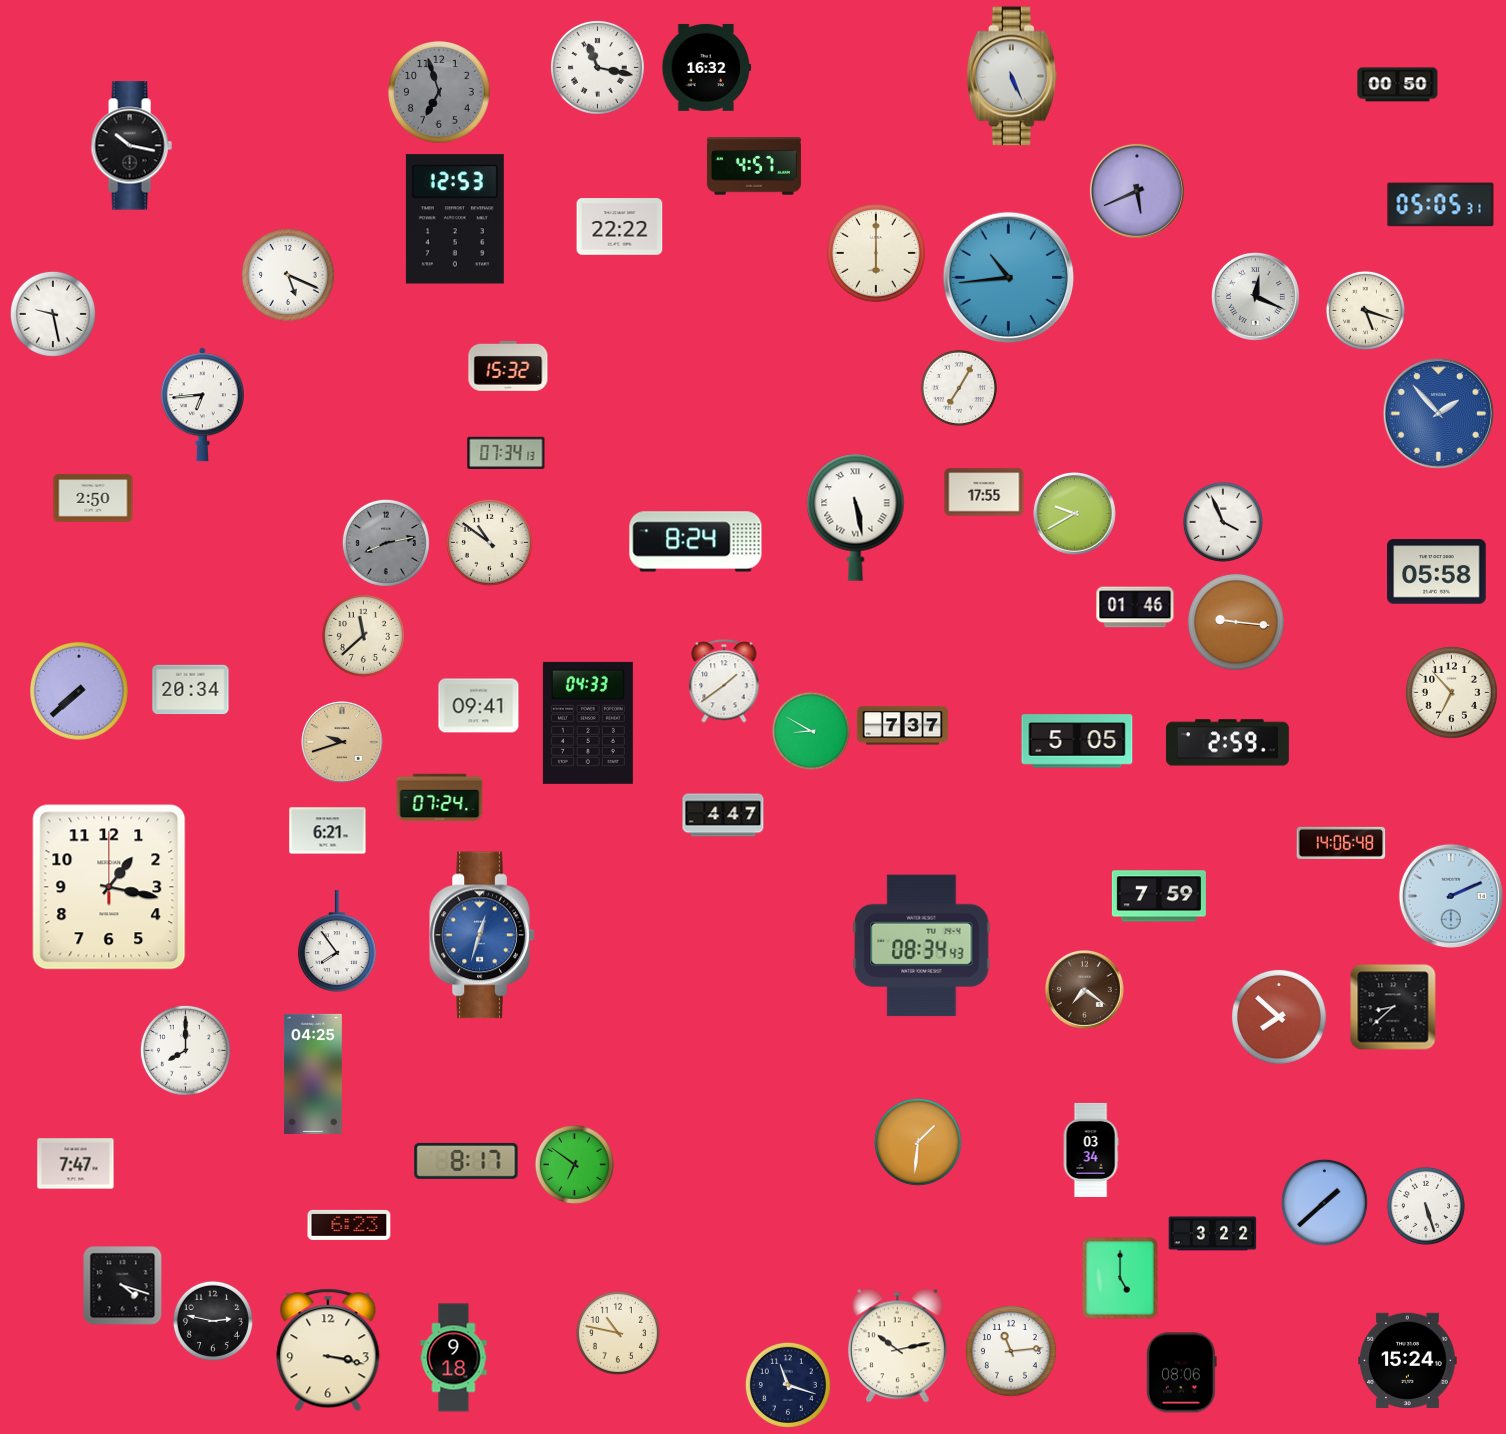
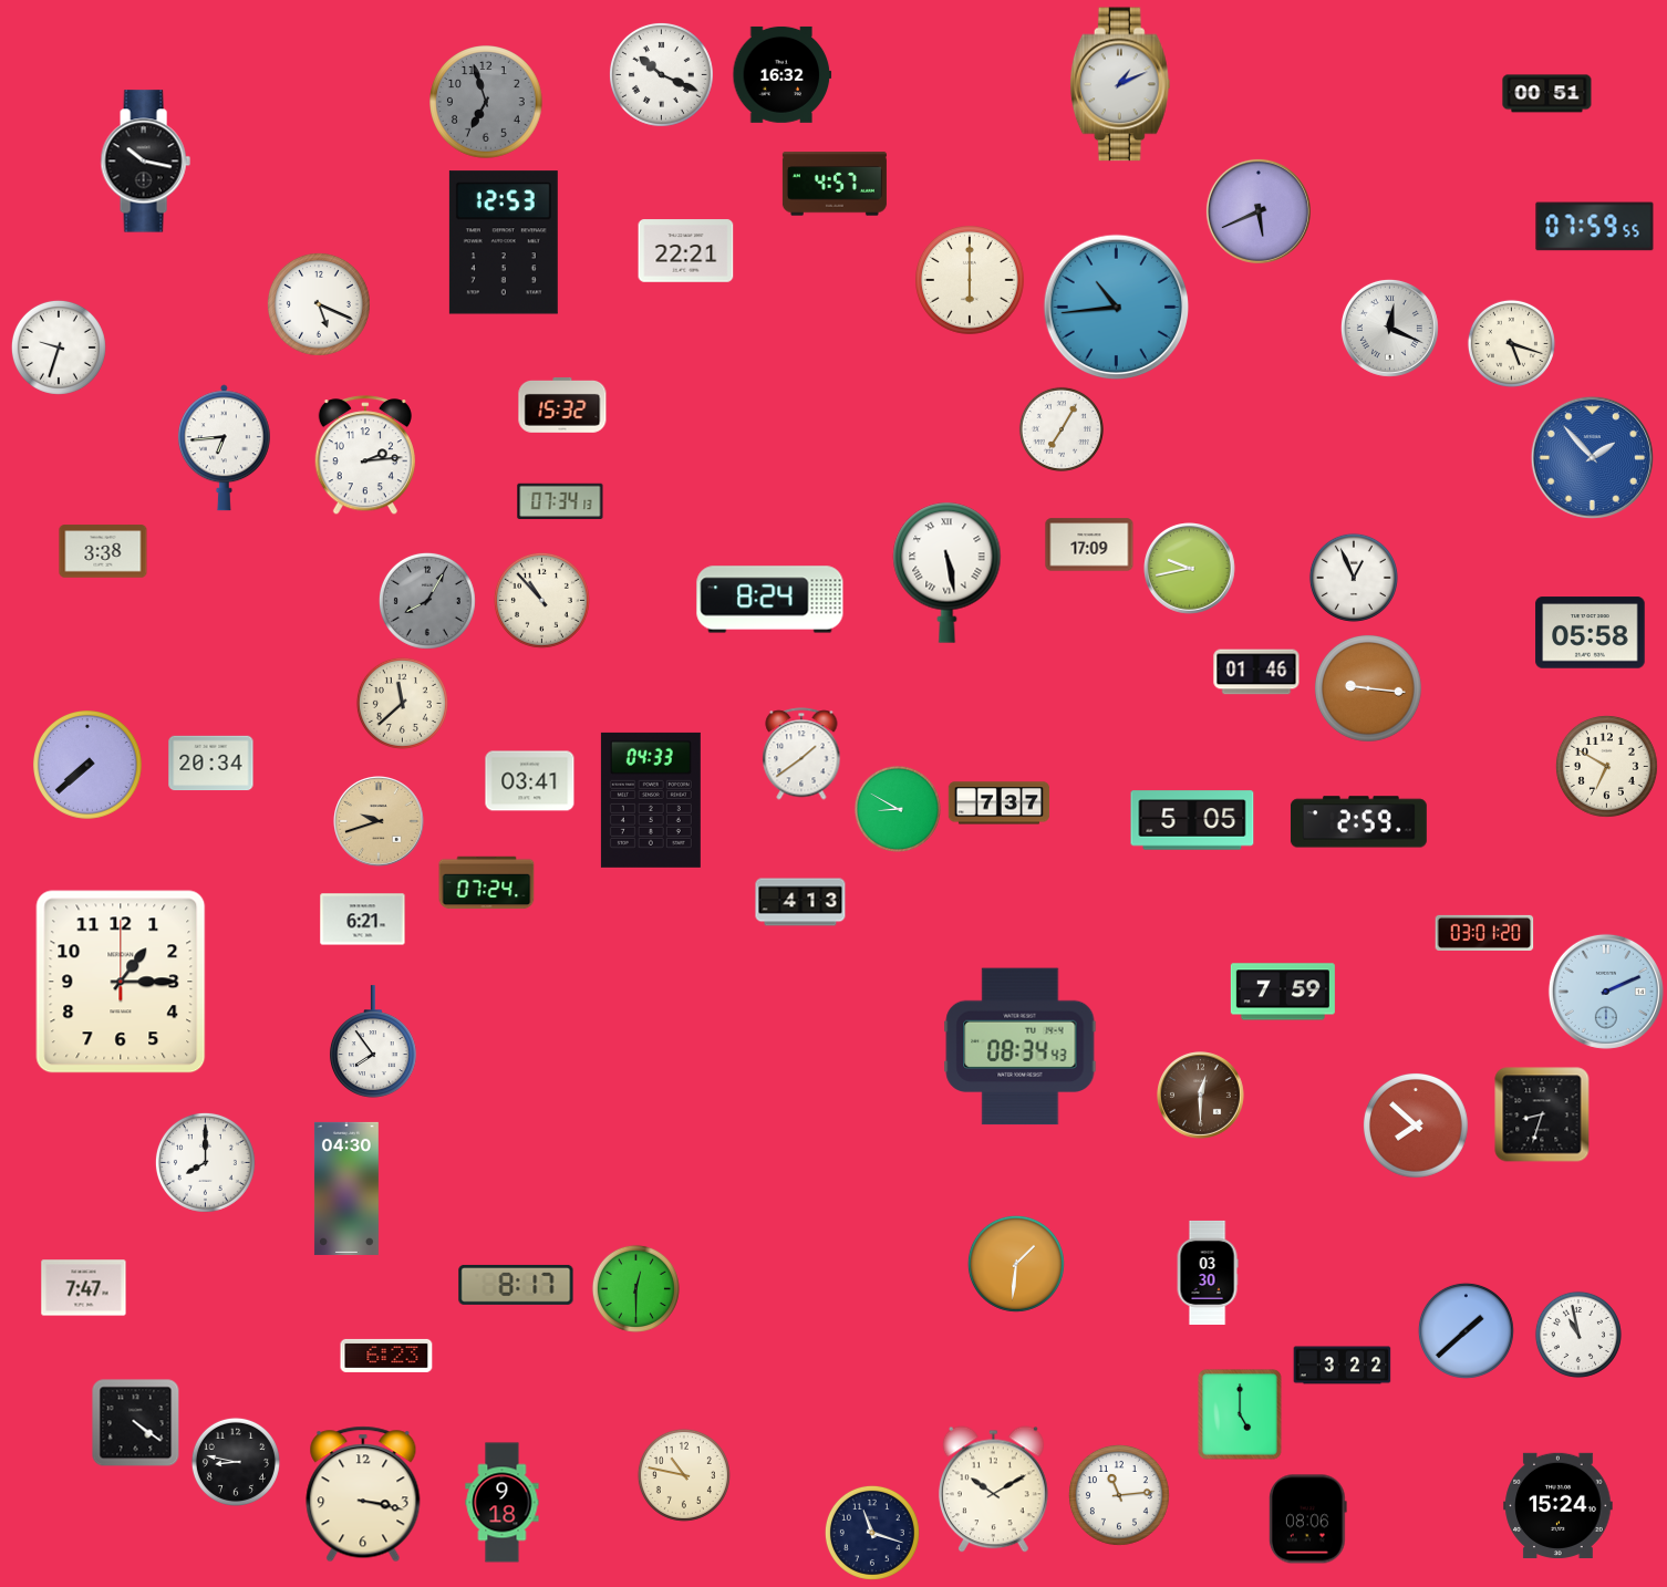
clock at (597, 67): 11:17 -> 10:19
clock at (1012, 76): 5:26 -> 1:11
clock at (1398, 85): 00:50 -> 00:51
clock at (1441, 205): 05:05 -> 07:59
clock at (620, 227): 22:22 -> 22:21
clock at (53, 314): 9:28 -> 9:33
clock at (365, 456): none -> 2:14
clock at (984, 492): 17:55 -> 17:09
clock at (93, 498): 2:50 -> 3:38
clock at (1075, 514): 9:40 -> 9:43
clock at (1223, 522): 3:56 -> 12:56
clock at (489, 542): 10:51 -> 10:53
clock at (386, 543): 8:13 -> 8:05
clock at (1451, 692): 6:53 -> 6:50
clock at (479, 706): 09:41 -> 03:41
clock at (723, 815): 4:47 -> 4:13
clock at (1341, 843): 14:06 -> 03:01
clock at (109, 887): 1:17 -> 1:15
clock at (482, 935): 12:33 -> none
clock at (1085, 990): 7:21 -> 12:30
clock at (1393, 1007): 8:38 -> 8:33
clock at (313, 1074): 04:25 -> 04:30
clock at (1091, 1150): 03:34 -> 03:30
clock at (574, 1164): 6:51 -> 12:30
clock at (1426, 1206): 5:27 -> 10:58
clock at (123, 1286): 4:18 -> 4:21
clock at (213, 1321): 2:47 -> 8:47
clock at (897, 1346): 10:13 -> 10:10
